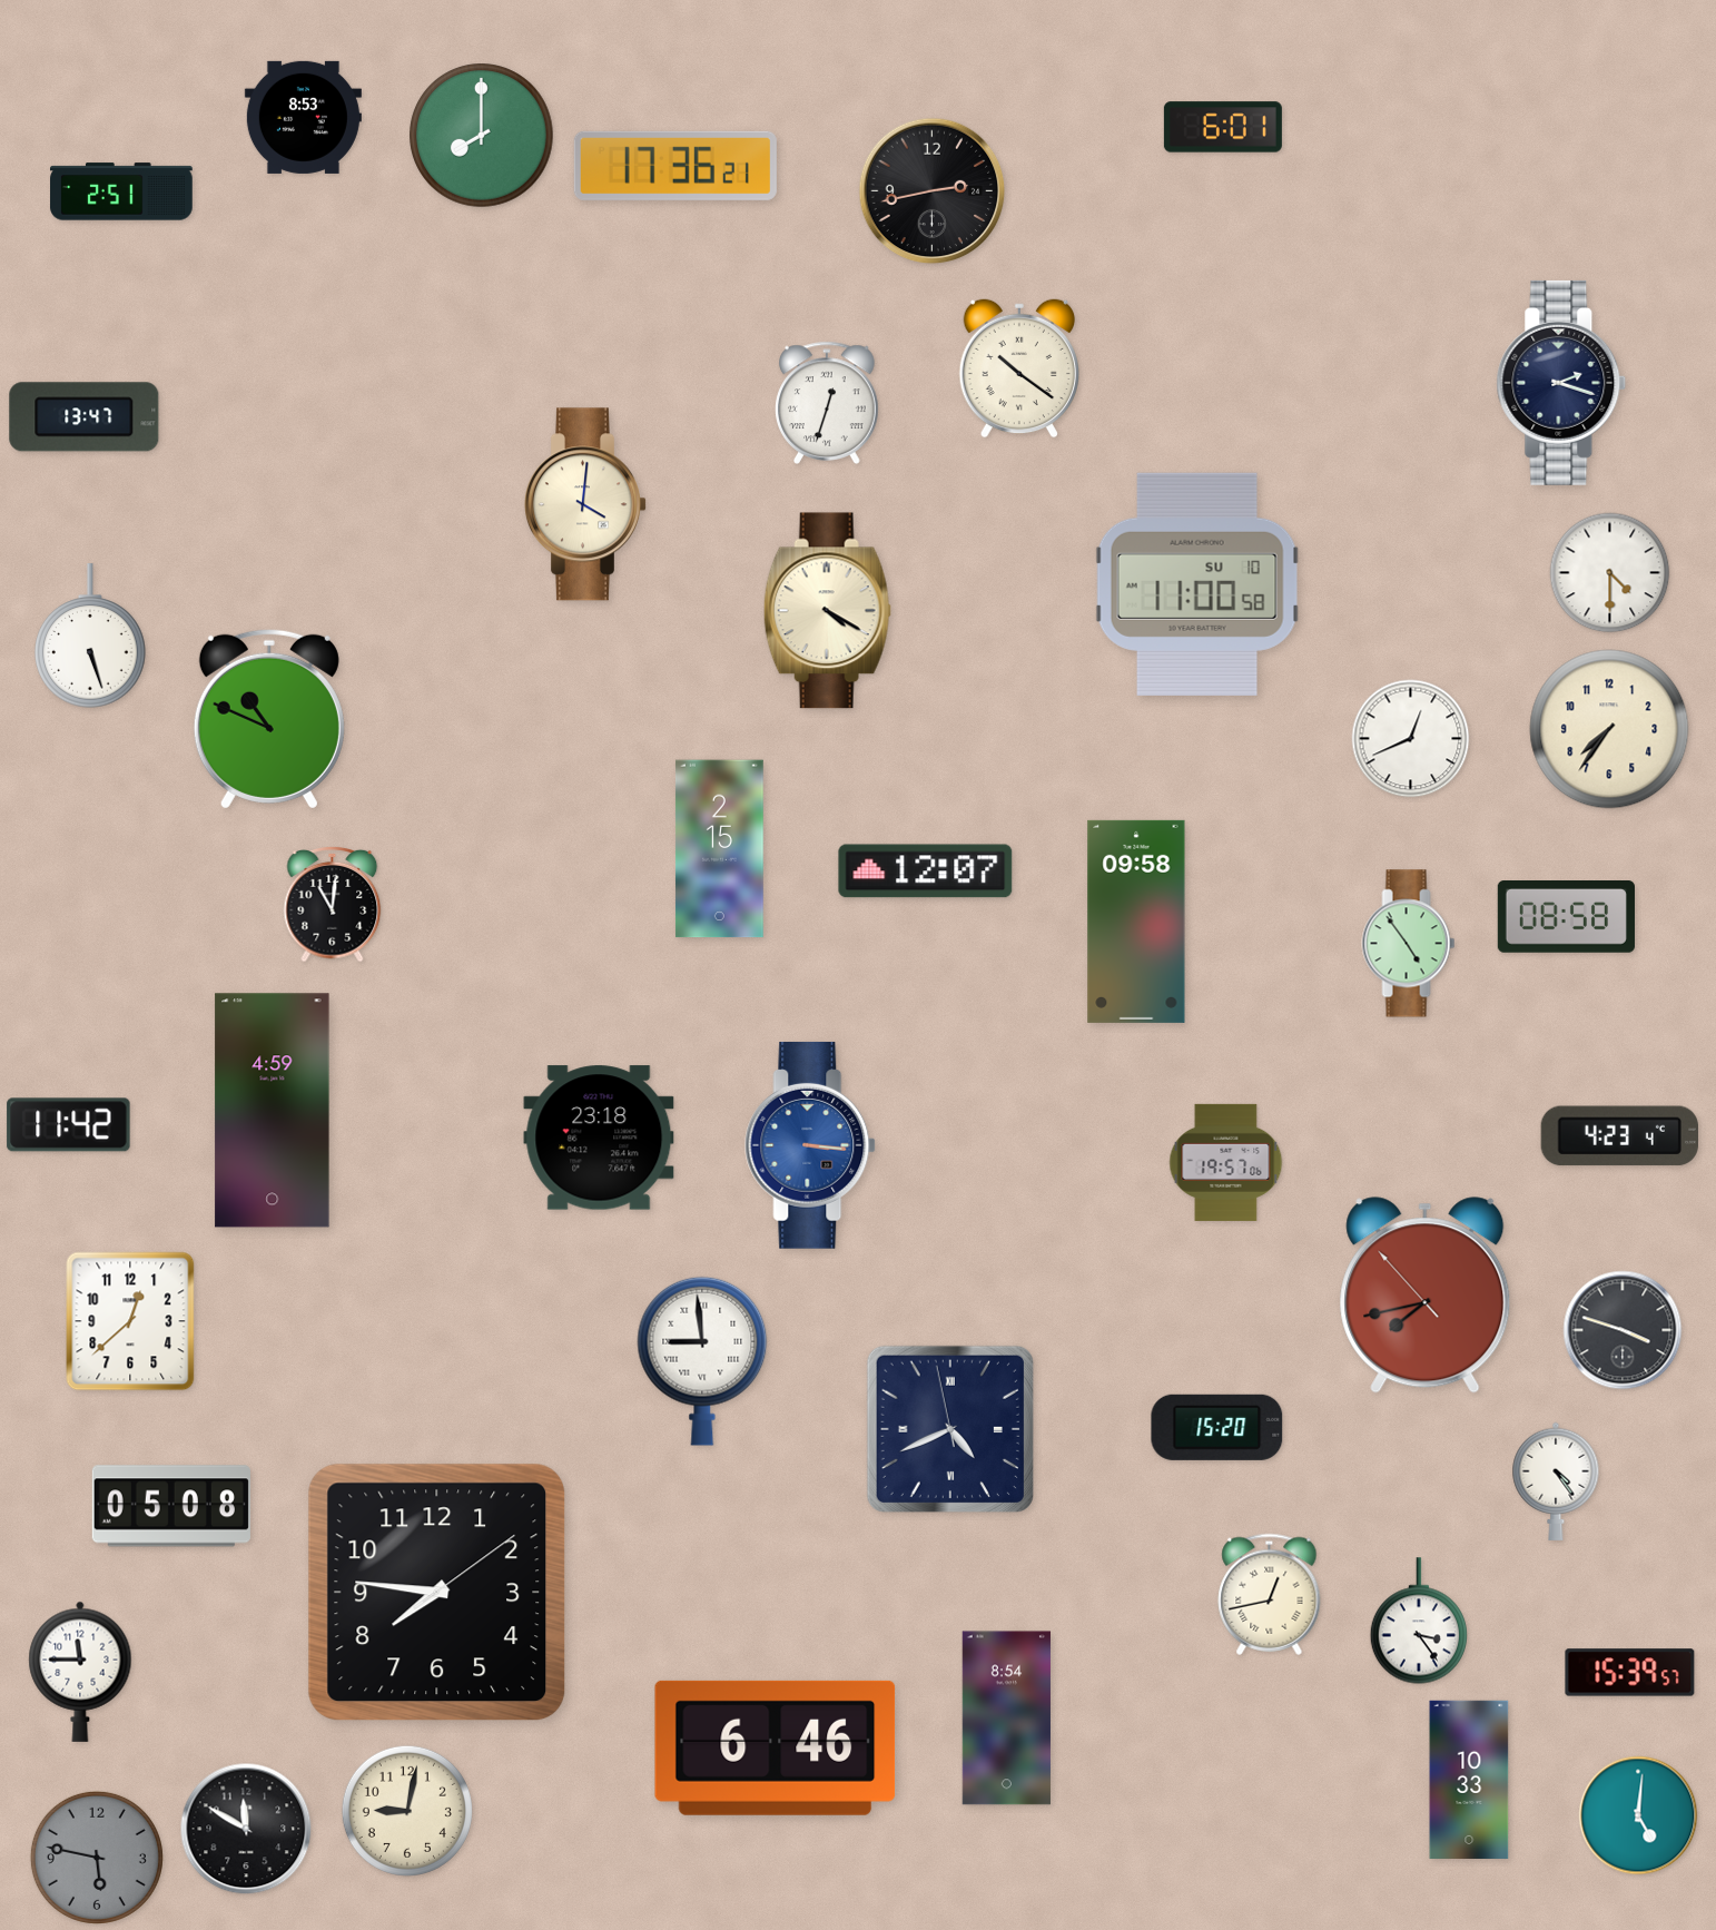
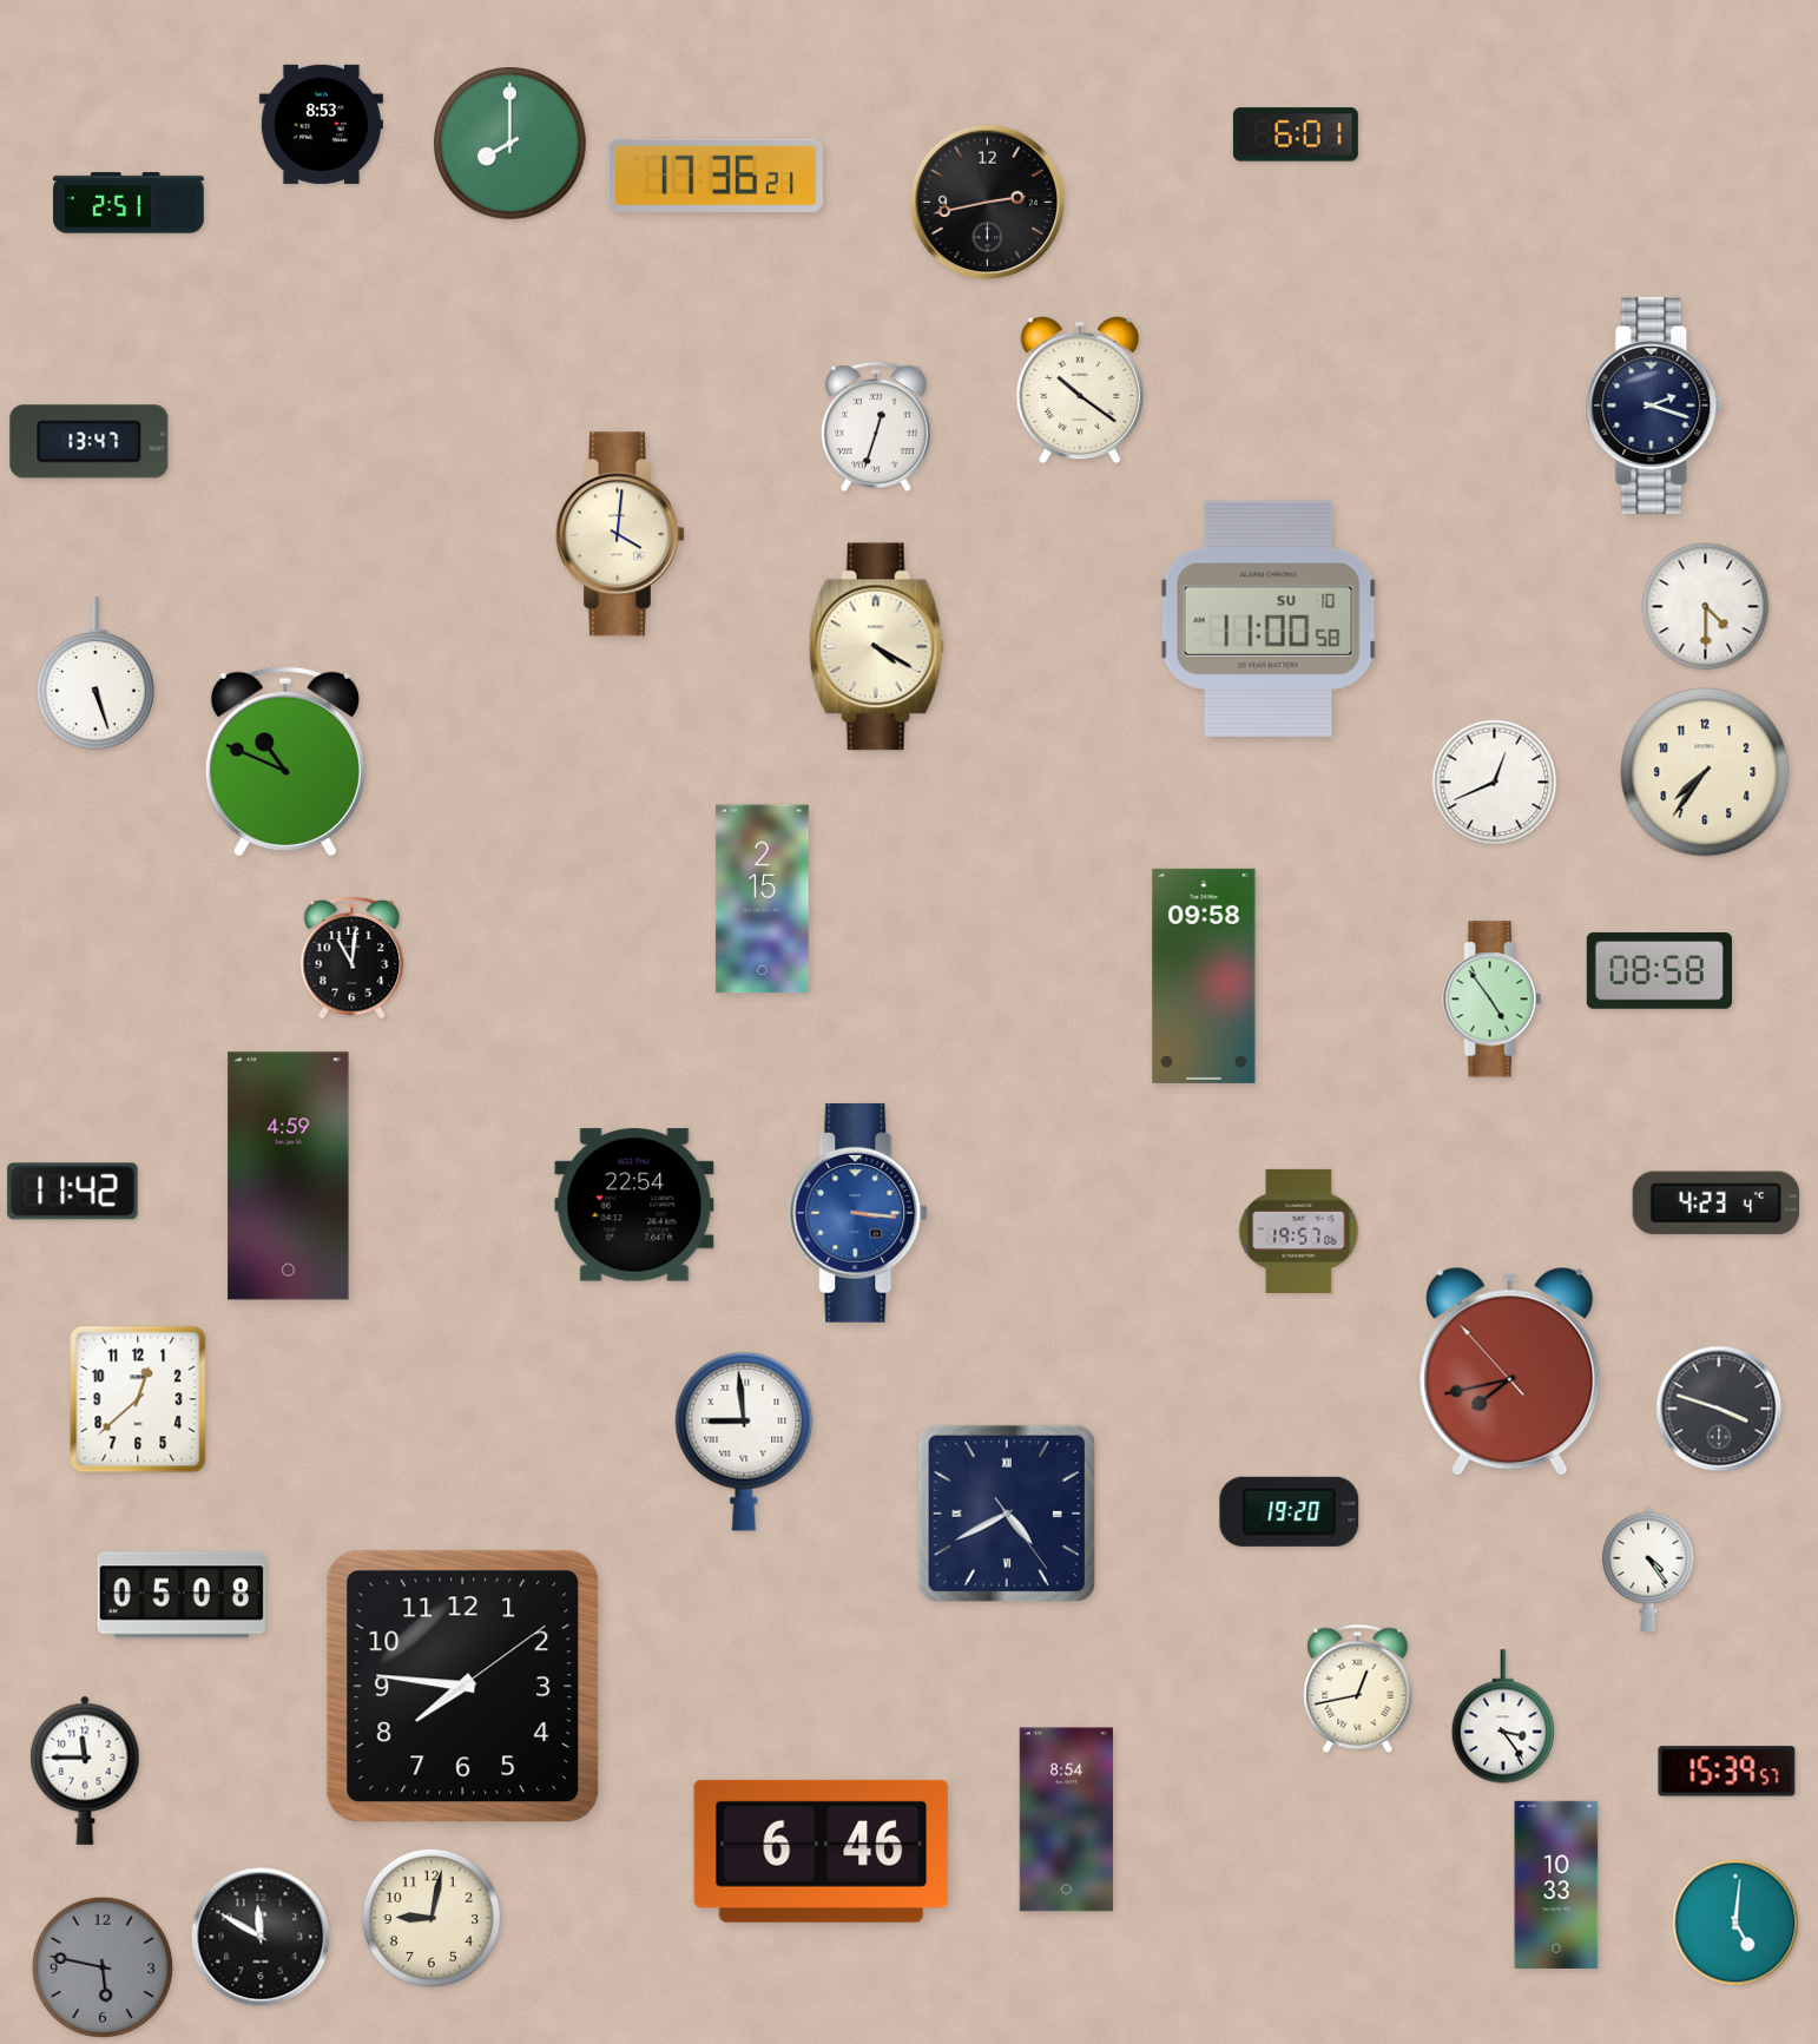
clock at (926, 872): 12:07 -> none
clock at (599, 1138): 23:18 -> 22:54
clock at (1217, 1427): 15:20 -> 19:20
clock at (950, 1429): 4:40:58 -> 4:40:24
clock at (1270, 1594) position: (1270, 1594) -> (1358, 1688)
